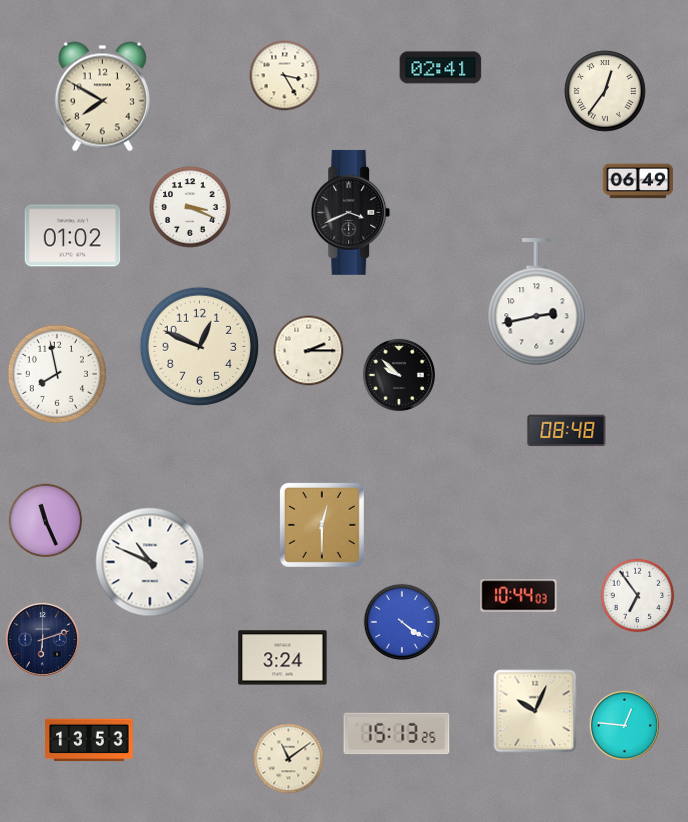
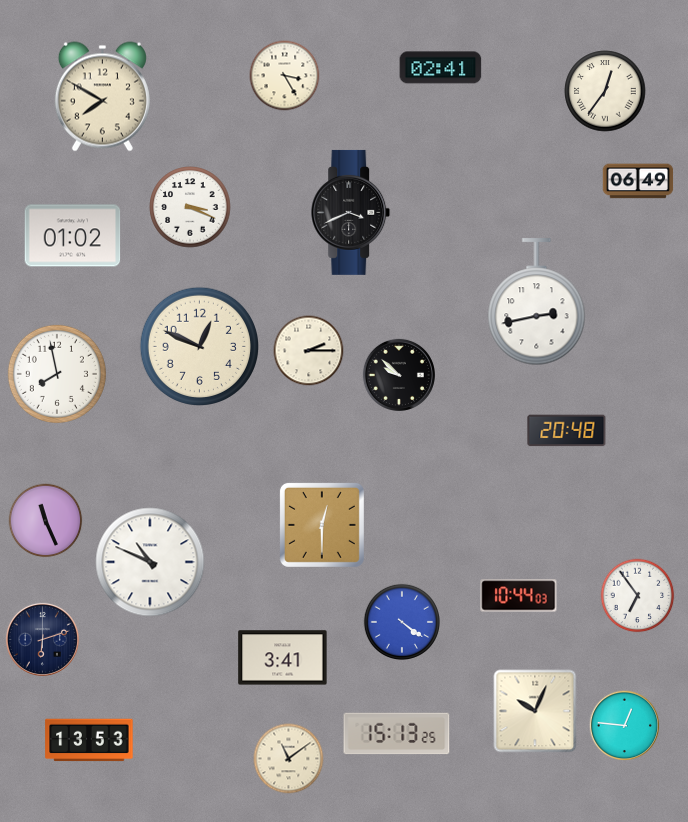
clock at (567, 431): 08:48 -> 20:48
clock at (283, 658): 3:24 -> 3:41
